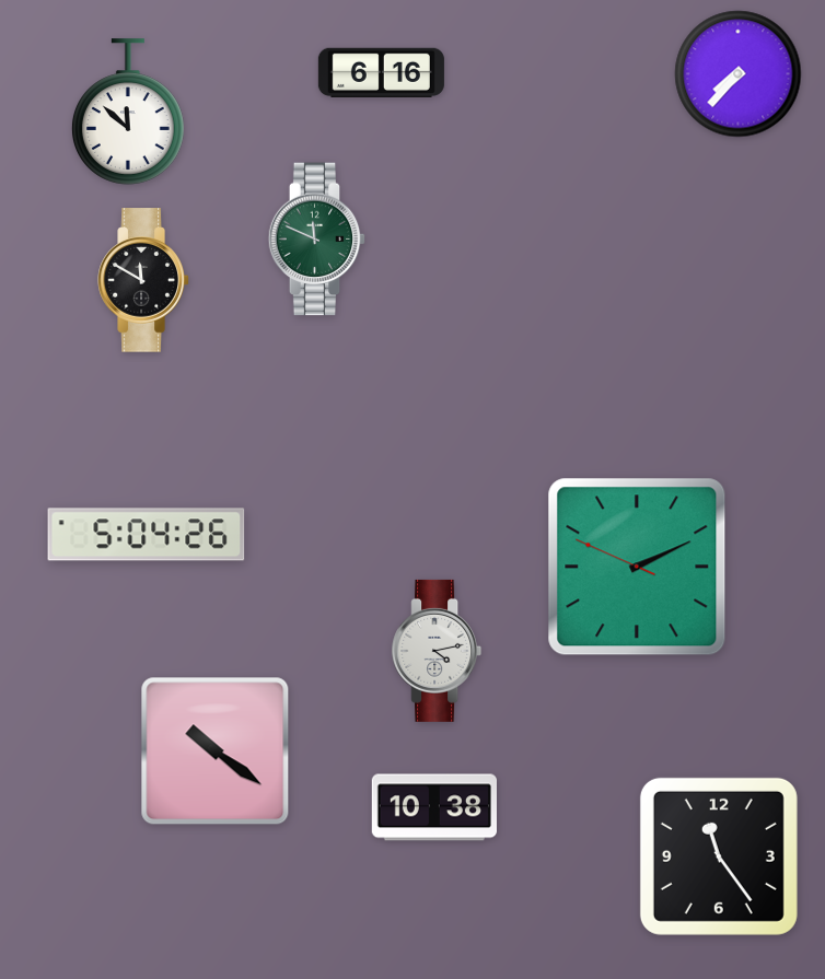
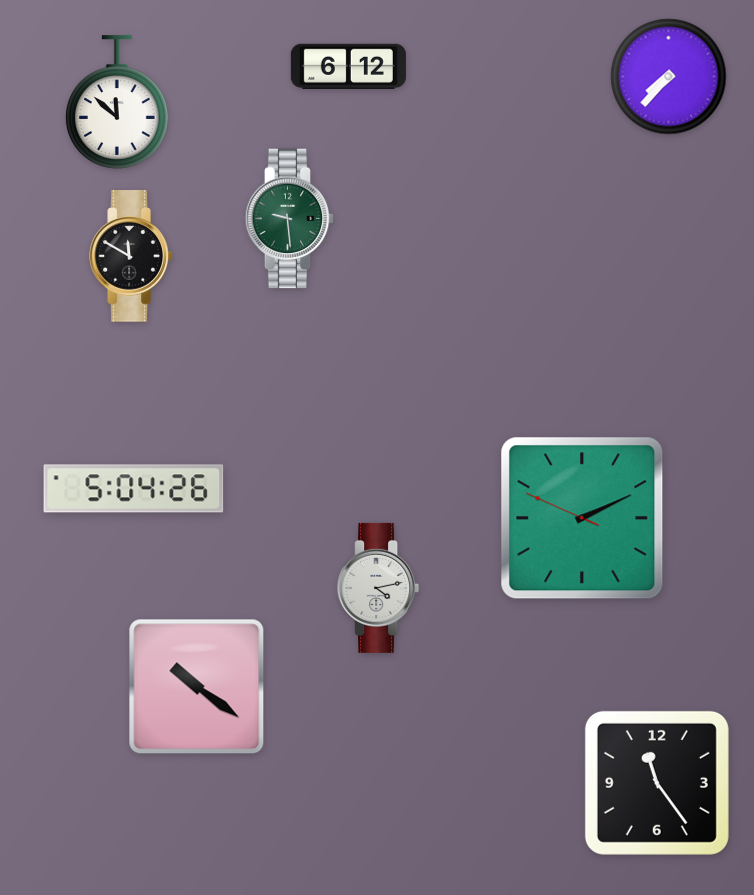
clock at (381, 72): 6:16 -> 6:12
clock at (739, 74) position: (739, 74) -> (669, 77)
clock at (317, 240): 11:49 -> 9:29
clock at (437, 651) position: (437, 651) -> (378, 588)
clock at (433, 807): 10:38 -> none
